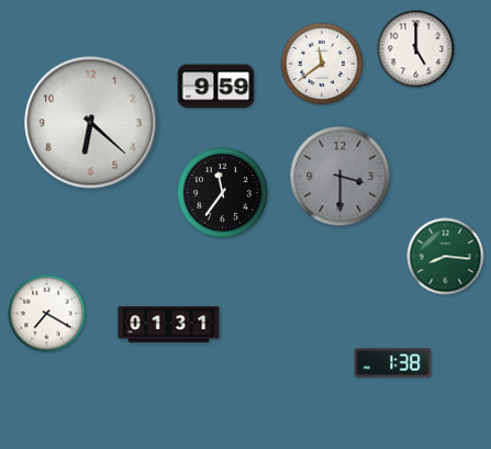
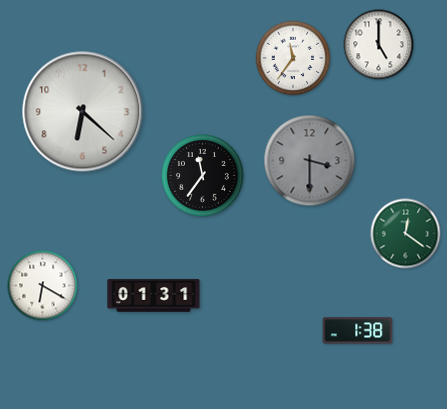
clock at (322, 64): 11:39 -> 11:36
clock at (216, 87): 9:59 -> none
clock at (446, 257): 8:16 -> 12:21
clock at (47, 314): 7:20 -> 6:20
